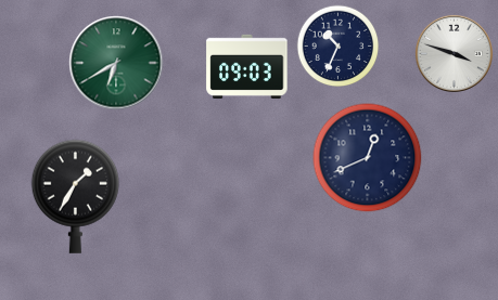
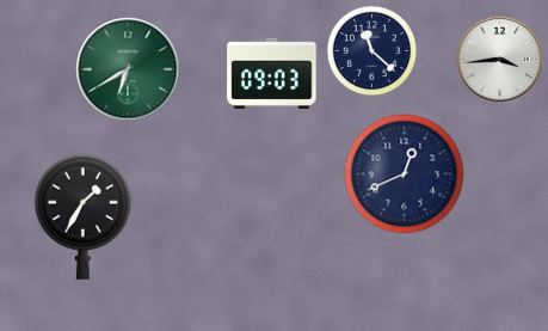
clock at (339, 47): 10:34 -> 11:22
clock at (454, 53): 3:48 -> 3:44
